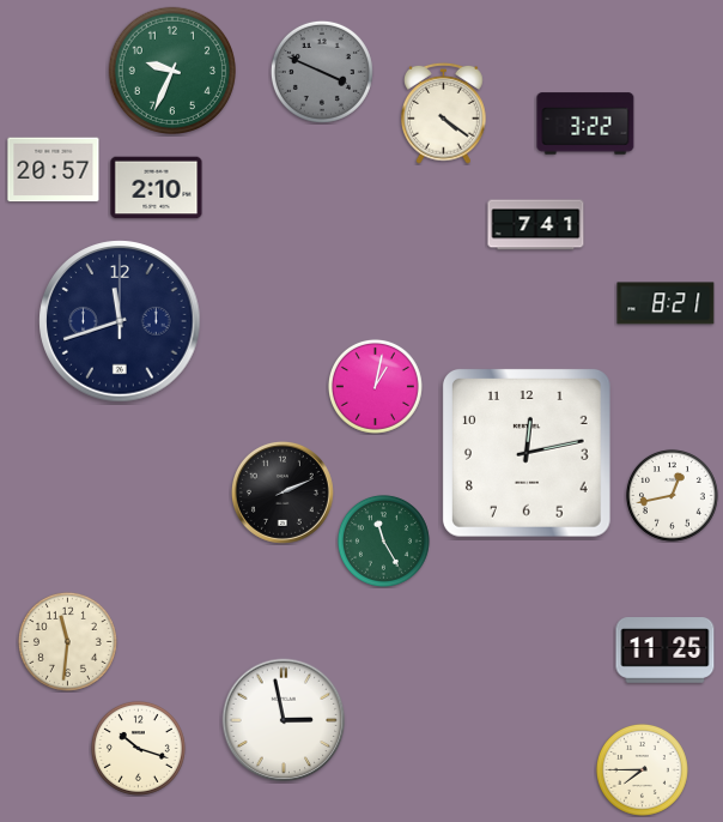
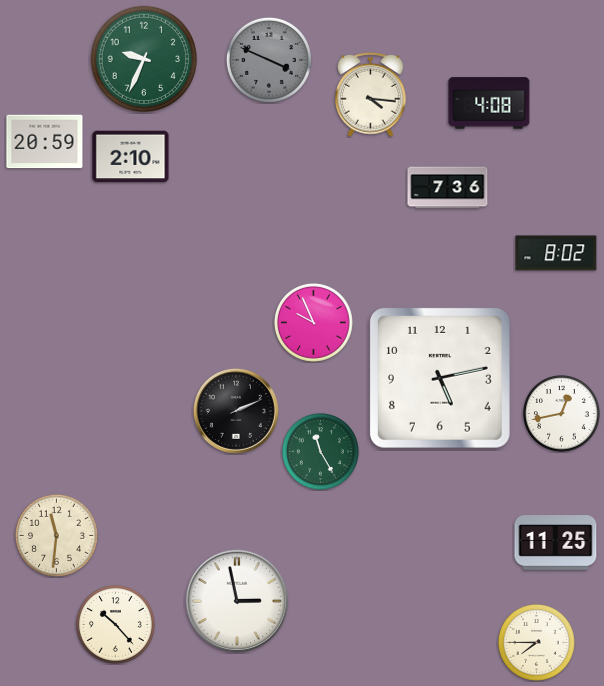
clock at (444, 113): 4:21 -> 4:16
clock at (585, 123): 3:22 -> 4:08
clock at (54, 170): 20:57 -> 20:59
clock at (536, 225): 7:41 -> 7:36
clock at (666, 303): 8:21 -> 8:02
clock at (120, 321): 11:42 -> none
clock at (375, 386): 1:02 -> 9:56
clock at (527, 453): 12:13 -> 5:13
clock at (138, 748): 10:18 -> 10:23
